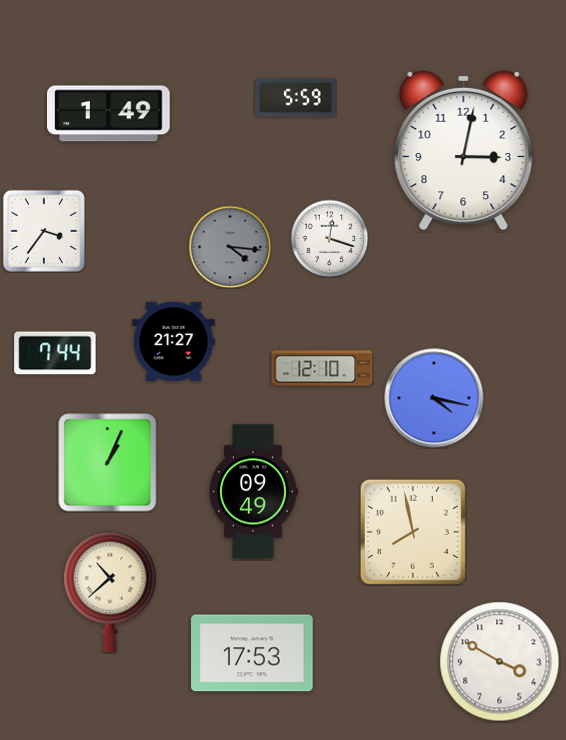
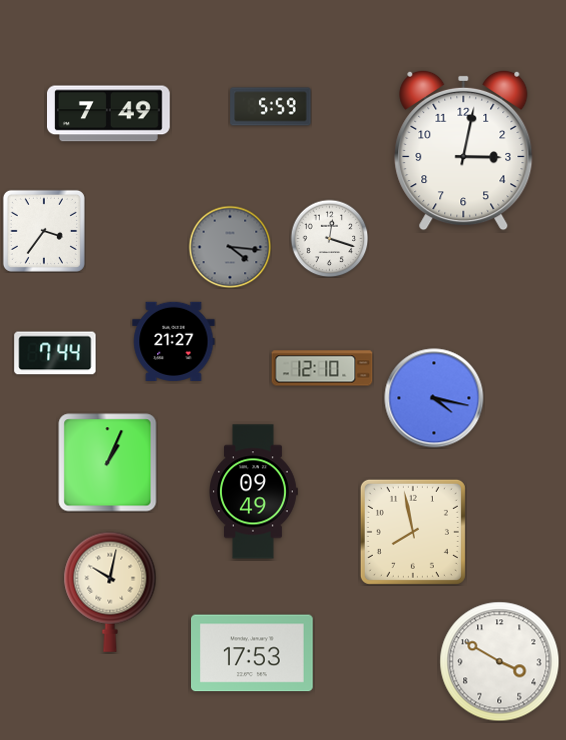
clock at (296, 98) position: (296, 98) -> (271, 107)
clock at (109, 114): 1:49 -> 7:49
clock at (110, 592): 10:38 -> 10:02
